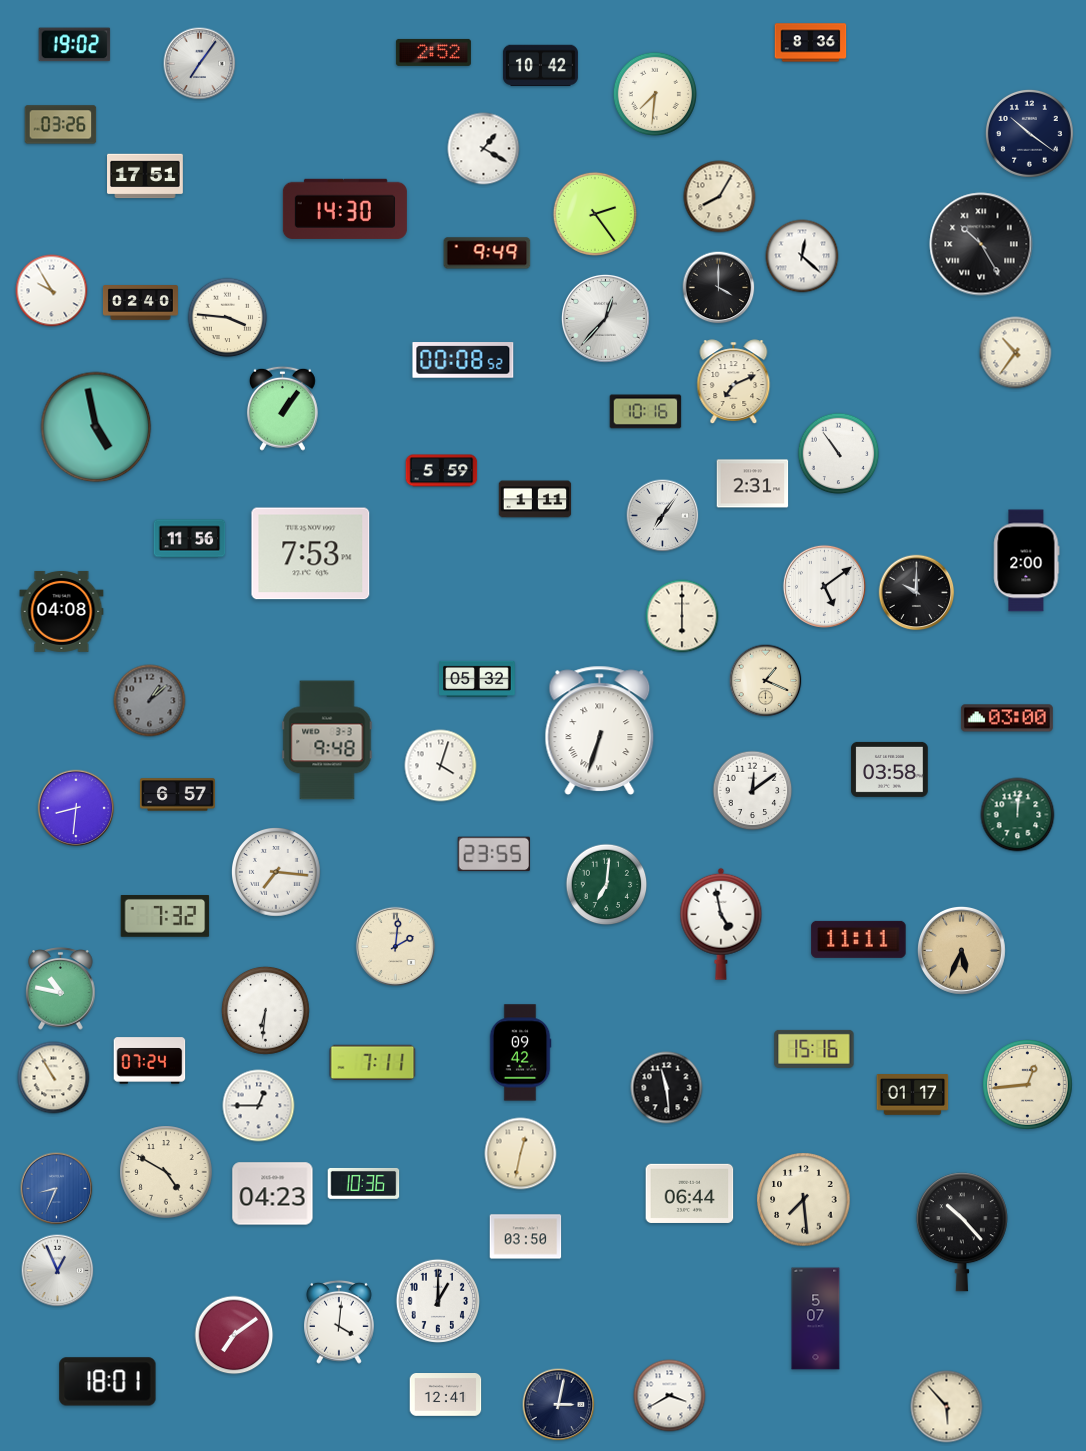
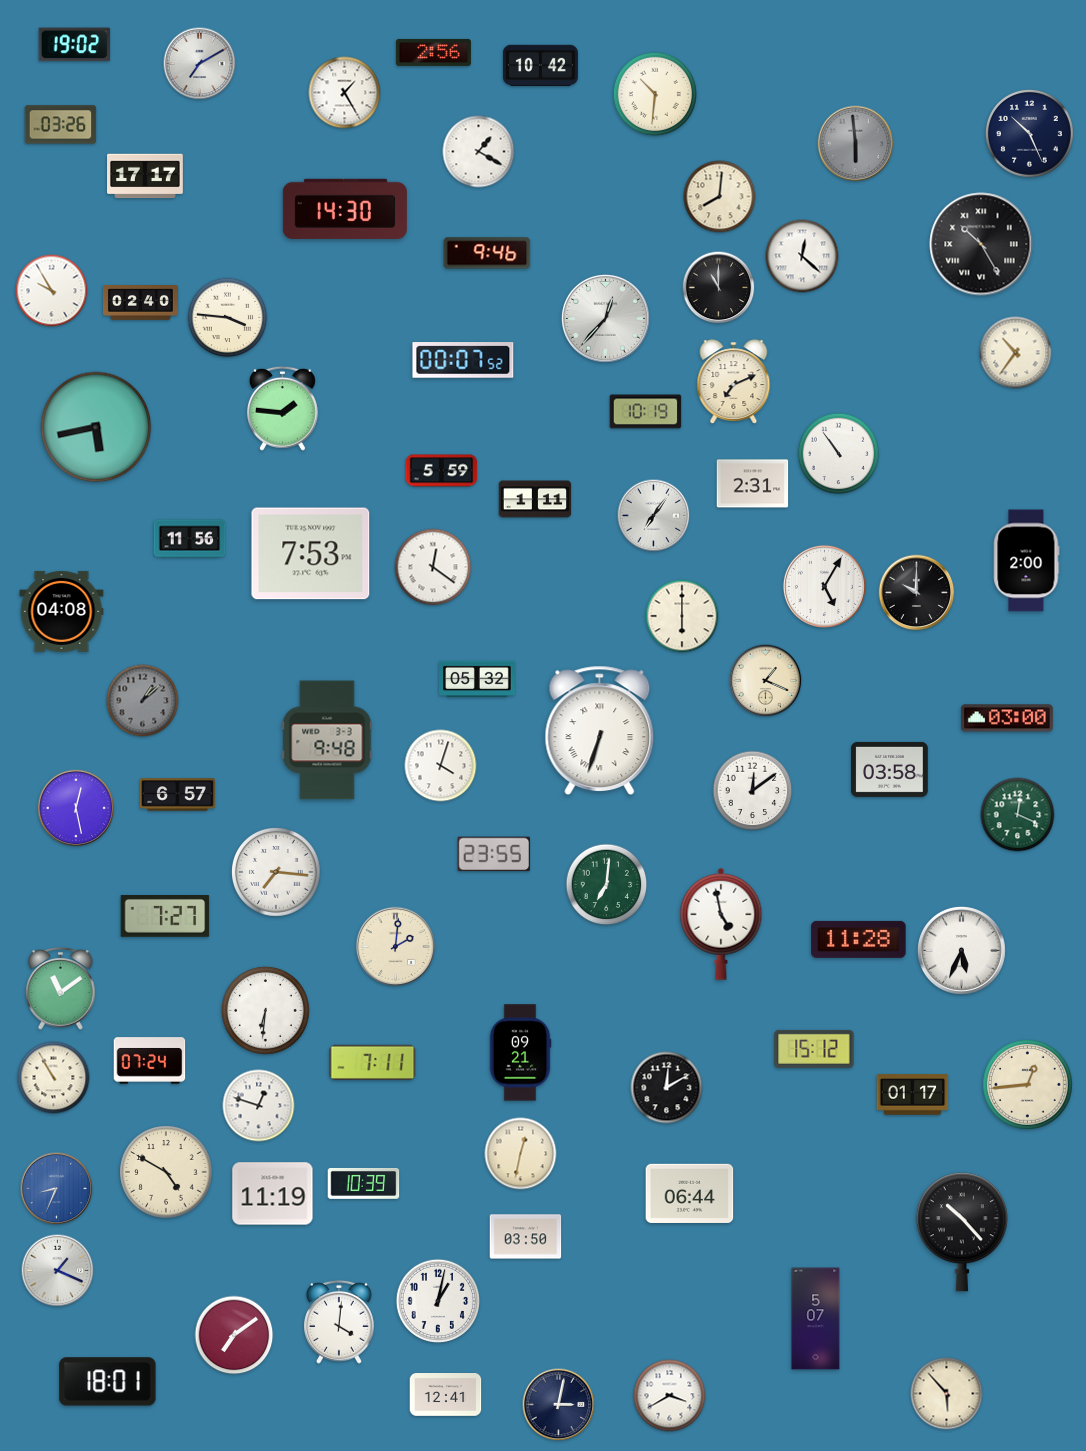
clock at (811, 43): 8:36 -> none
clock at (433, 52): 2:52 -> 2:56
clock at (200, 64): 7:06 -> 7:10
clock at (345, 93): none -> 1:25
clock at (654, 93): 7:31 -> 10:31
clock at (1029, 133): 10:21 -> 10:26
clock at (856, 144): none -> 5:59
clock at (484, 149) position: (484, 149) -> (479, 152)
clock at (146, 176): 17:51 -> 17:17
clock at (720, 197): 8:05 -> 8:01
clock at (594, 213): 2:24 -> none
clock at (487, 253): 9:49 -> 9:46
clock at (719, 288): 4:00 -> 11:00
clock at (463, 360): 00:08 -> 00:07
clock at (282, 408): 1:06 -> 1:46
clock at (646, 412): 10:16 -> 10:19
clock at (96, 427): 4:58 -> 5:43
clock at (663, 516) position: (663, 516) -> (654, 516)
clock at (433, 567): none -> 12:21
clock at (824, 586): 5:09 -> 5:05
clock at (150, 701) position: (150, 701) -> (143, 701)
clock at (76, 808): 8:31 -> 12:28
clock at (1018, 815): 12:01 -> 12:19
clock at (165, 917): 7:32 -> 7:27
clock at (859, 939): 11:11 -> 11:28
clock at (961, 950) dial: champagne -> white
clock at (61, 989): 10:47 -> 11:09
clock at (814, 1049): 15:16 -> 15:12
clock at (520, 1053): 09:42 -> 09:21
clock at (667, 1088): 11:29 -> 12:10
clock at (259, 1106): 12:45 -> 12:48
clock at (364, 1183): 10:36 -> 10:39
clock at (273, 1194): 04:23 -> 11:19
clock at (804, 1200): 7:29 -> none
clock at (58, 1271): 12:56 -> 1:19
clock at (437, 1300): 1:00 -> 1:02
clock at (947, 1407) position: (947, 1407) -> (947, 1394)
